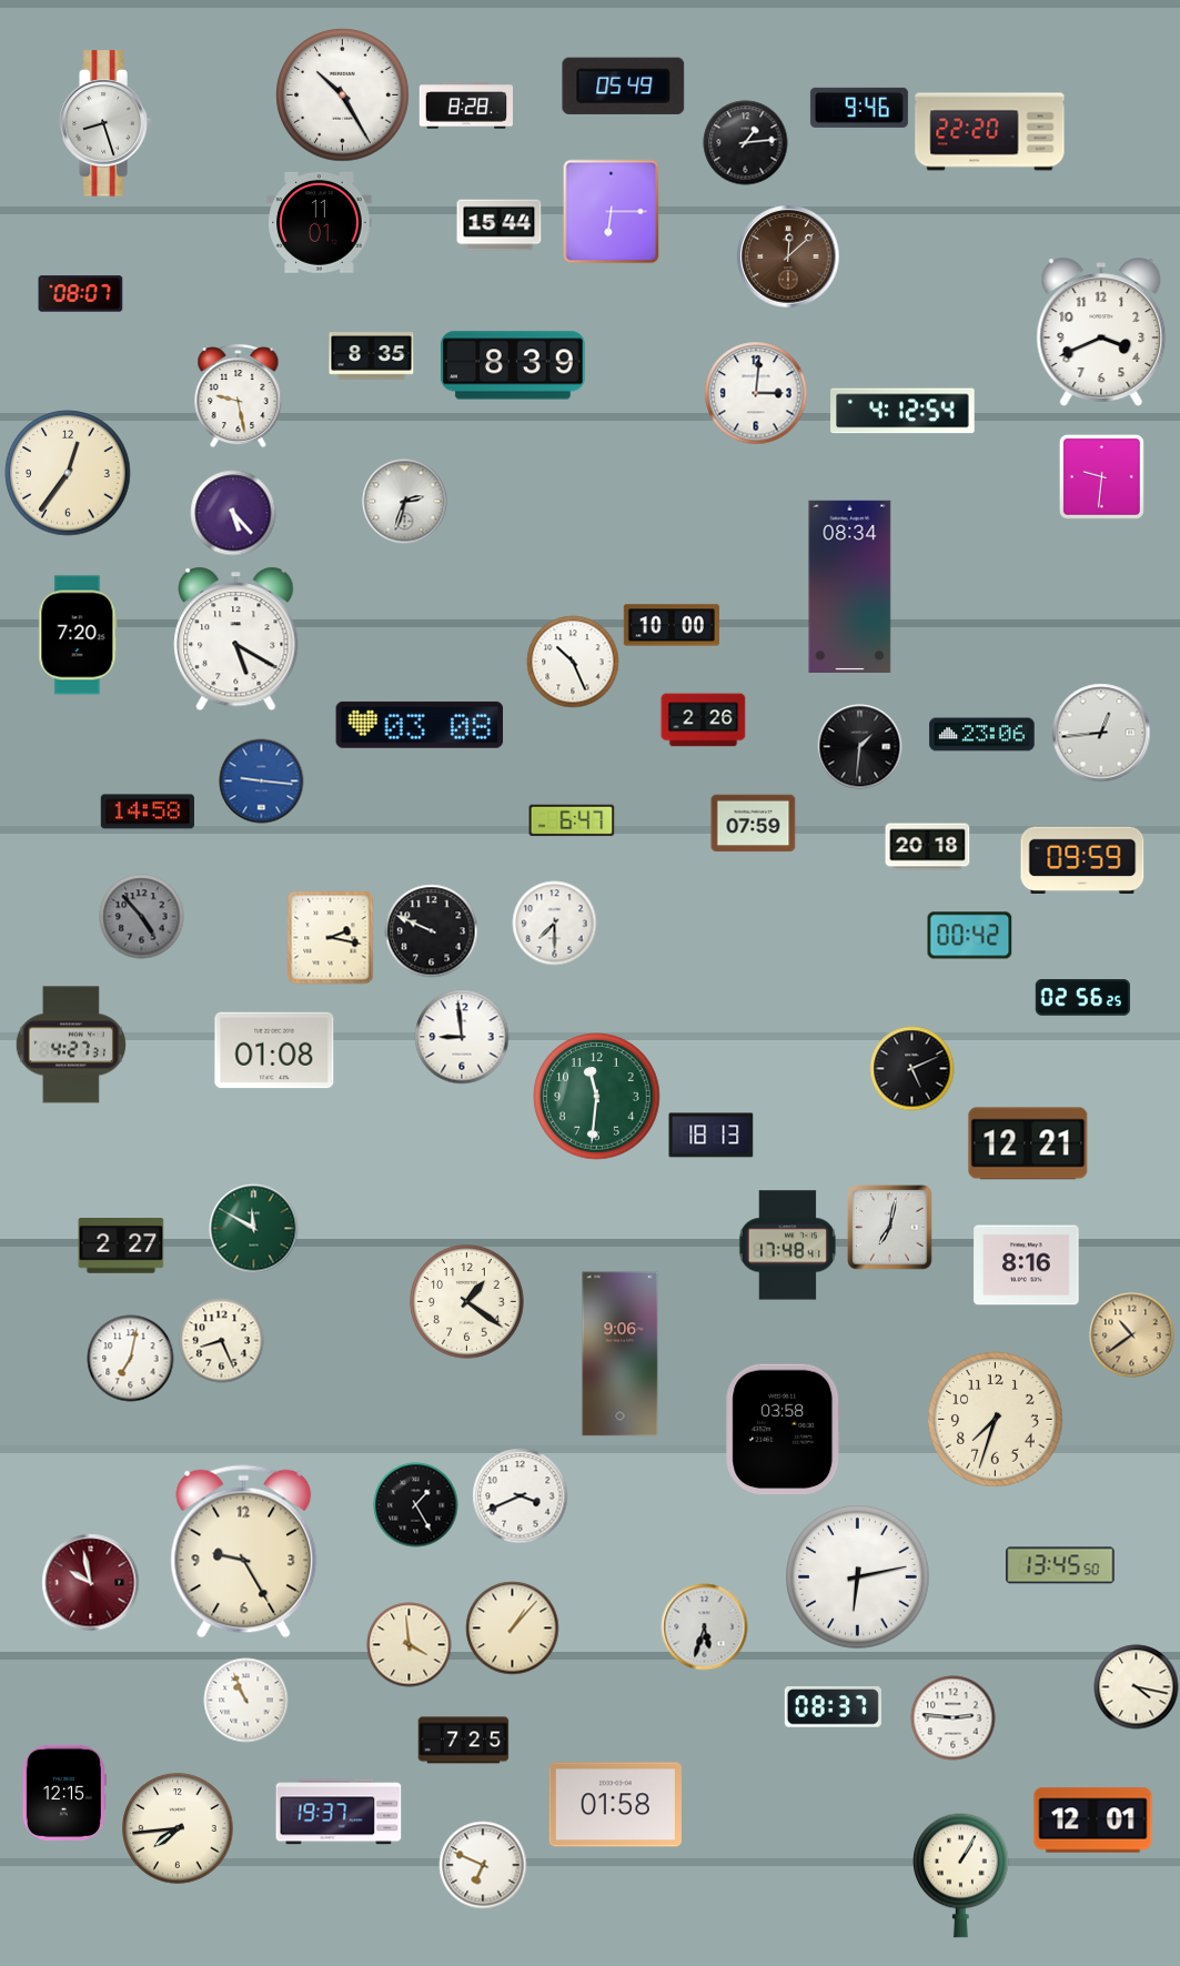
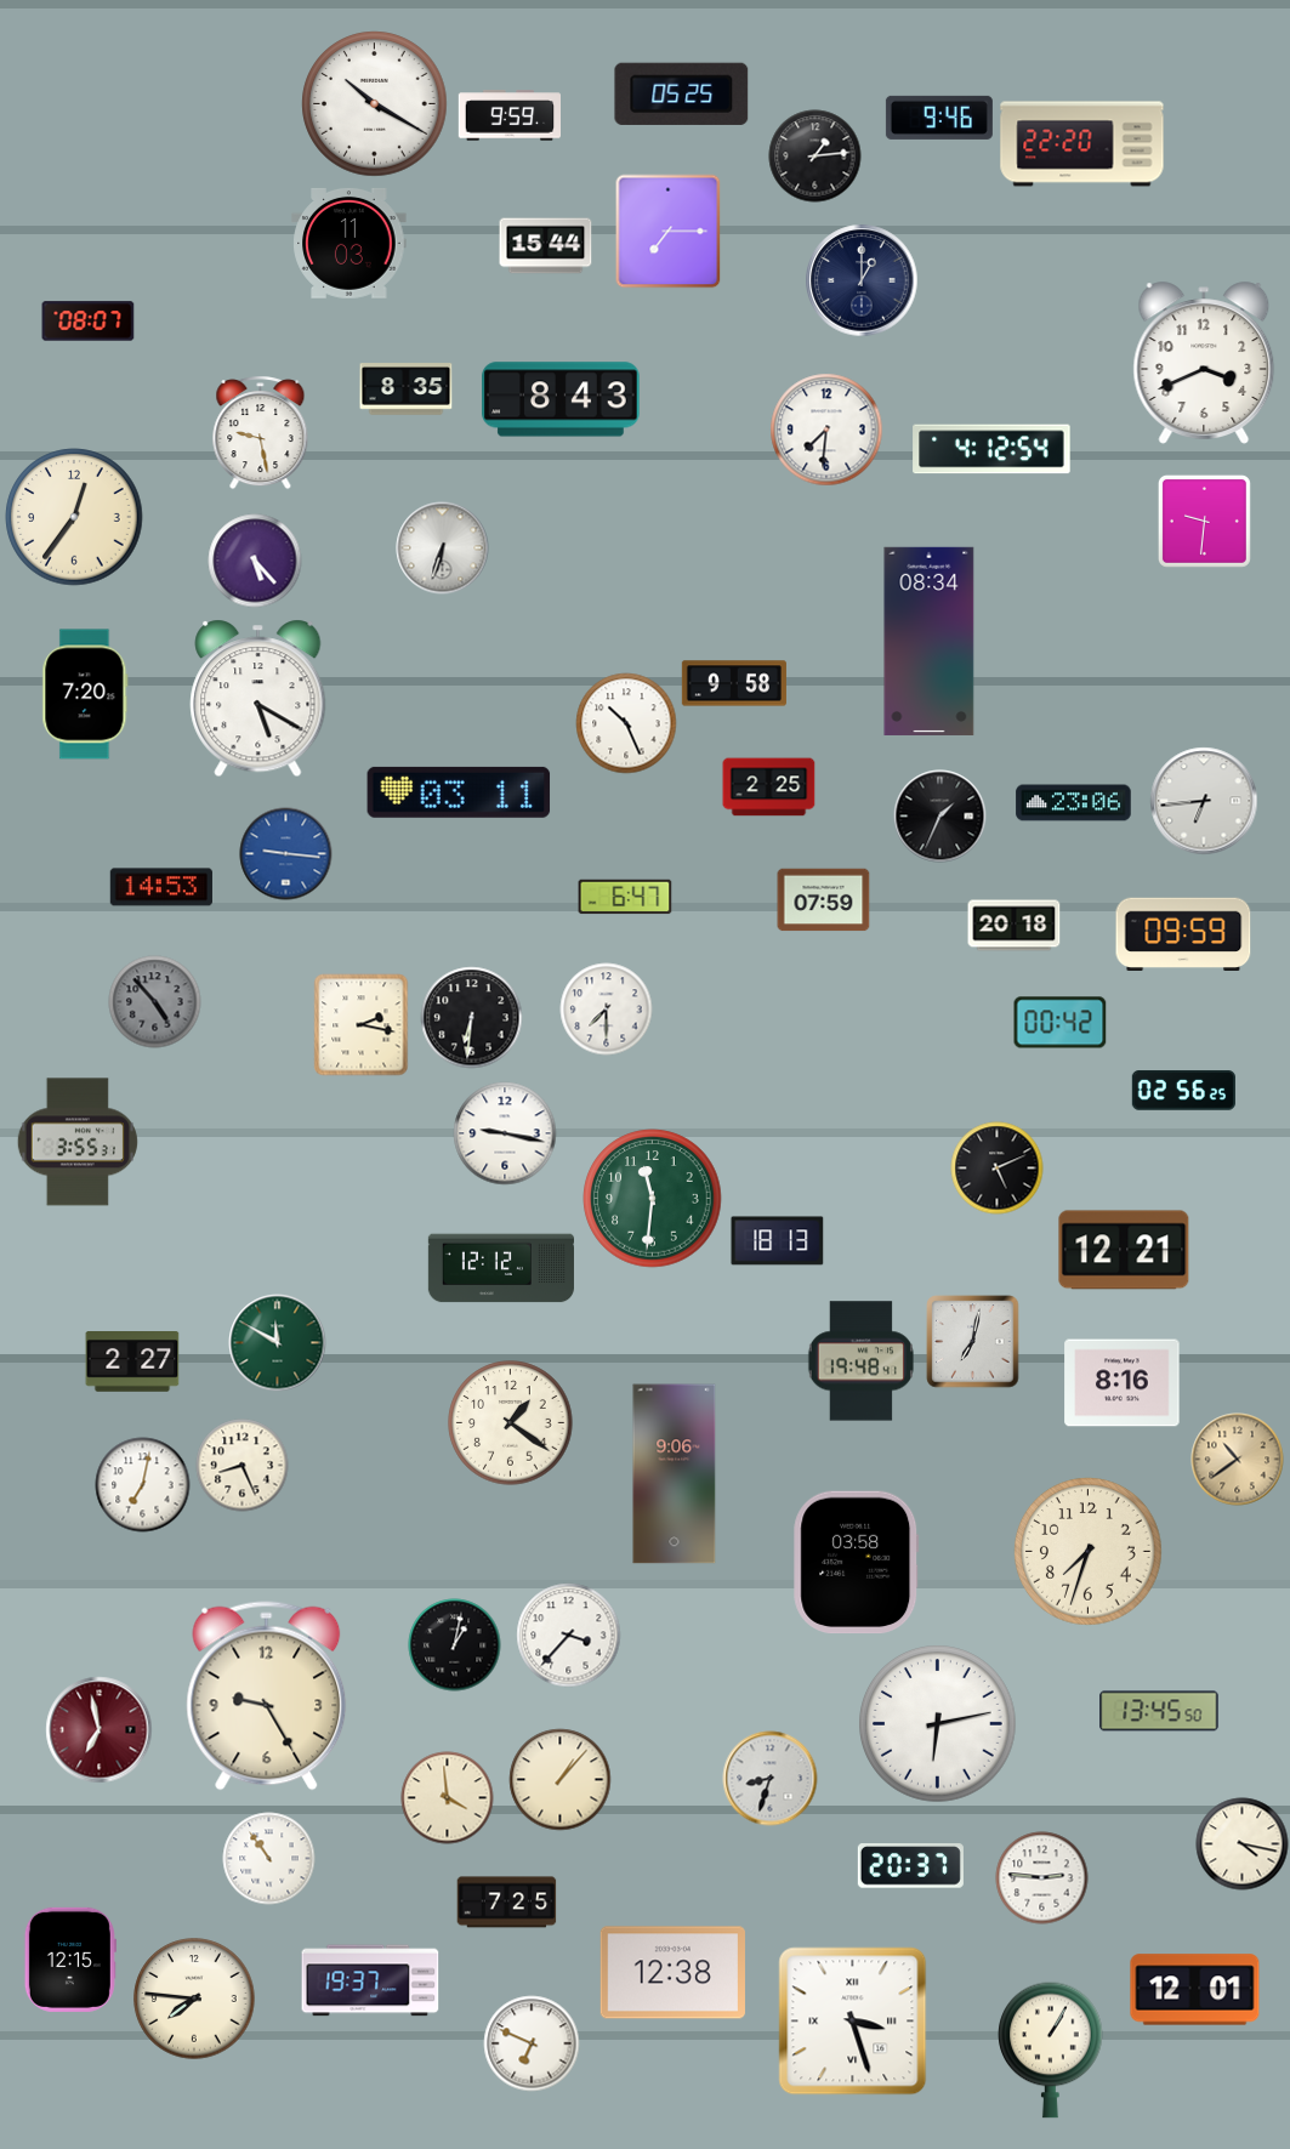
clock at (624, 85): 05:49 -> 05:25
clock at (343, 95): 10:25 -> 10:20
clock at (465, 105): 8:28 -> 9:59
clock at (105, 123): 8:27 -> none
clock at (612, 212): 6:15 -> 7:15
clock at (320, 222): 11:01 -> 11:03
clock at (788, 256): 12:08 -> 1:00
clock at (788, 256) dial: brown -> navy
clock at (513, 365): 8:39 -> 8:43
clock at (756, 393): 3:01 -> 7:31
clock at (902, 411) position: (902, 411) -> (991, 449)
clock at (405, 502): 2:33 -> 6:33
clock at (672, 625): 10:00 -> 9:58
clock at (704, 720): 2:26 -> 2:25
clock at (420, 725): 03:08 -> 03:11
clock at (1101, 733): 12:44 -> 6:44
clock at (860, 747): 1:31 -> 1:34
clock at (148, 811): 14:58 -> 14:53
clock at (1082, 859) position: (1082, 859) -> (1183, 933)
clock at (432, 931): 9:49 -> 6:31
clock at (462, 1037): 8:59 -> 9:17
clock at (71, 1045): 4:27 -> 3:55
clock at (274, 1050): 01:08 -> none
clock at (500, 1268): none -> 12:12
clock at (787, 1246): 17:48 -> 19:48
clock at (621, 1354) position: (621, 1354) -> (675, 1474)
clock at (521, 1496): 3:41 -> 3:37
clock at (416, 1505): 1:25 -> 1:02
clock at (91, 1583): 9:58 -> 6:58
clock at (705, 1627): 5:33 -> 8:33
clock at (246, 1701): 10:56 -> 10:54
clock at (833, 1707): 08:37 -> 20:37
clock at (615, 1805): 01:58 -> 12:38
clock at (178, 1828): 7:44 -> 7:46
clock at (853, 2022): none -> 3:27
clock at (483, 1865) position: (483, 1865) -> (532, 2043)
